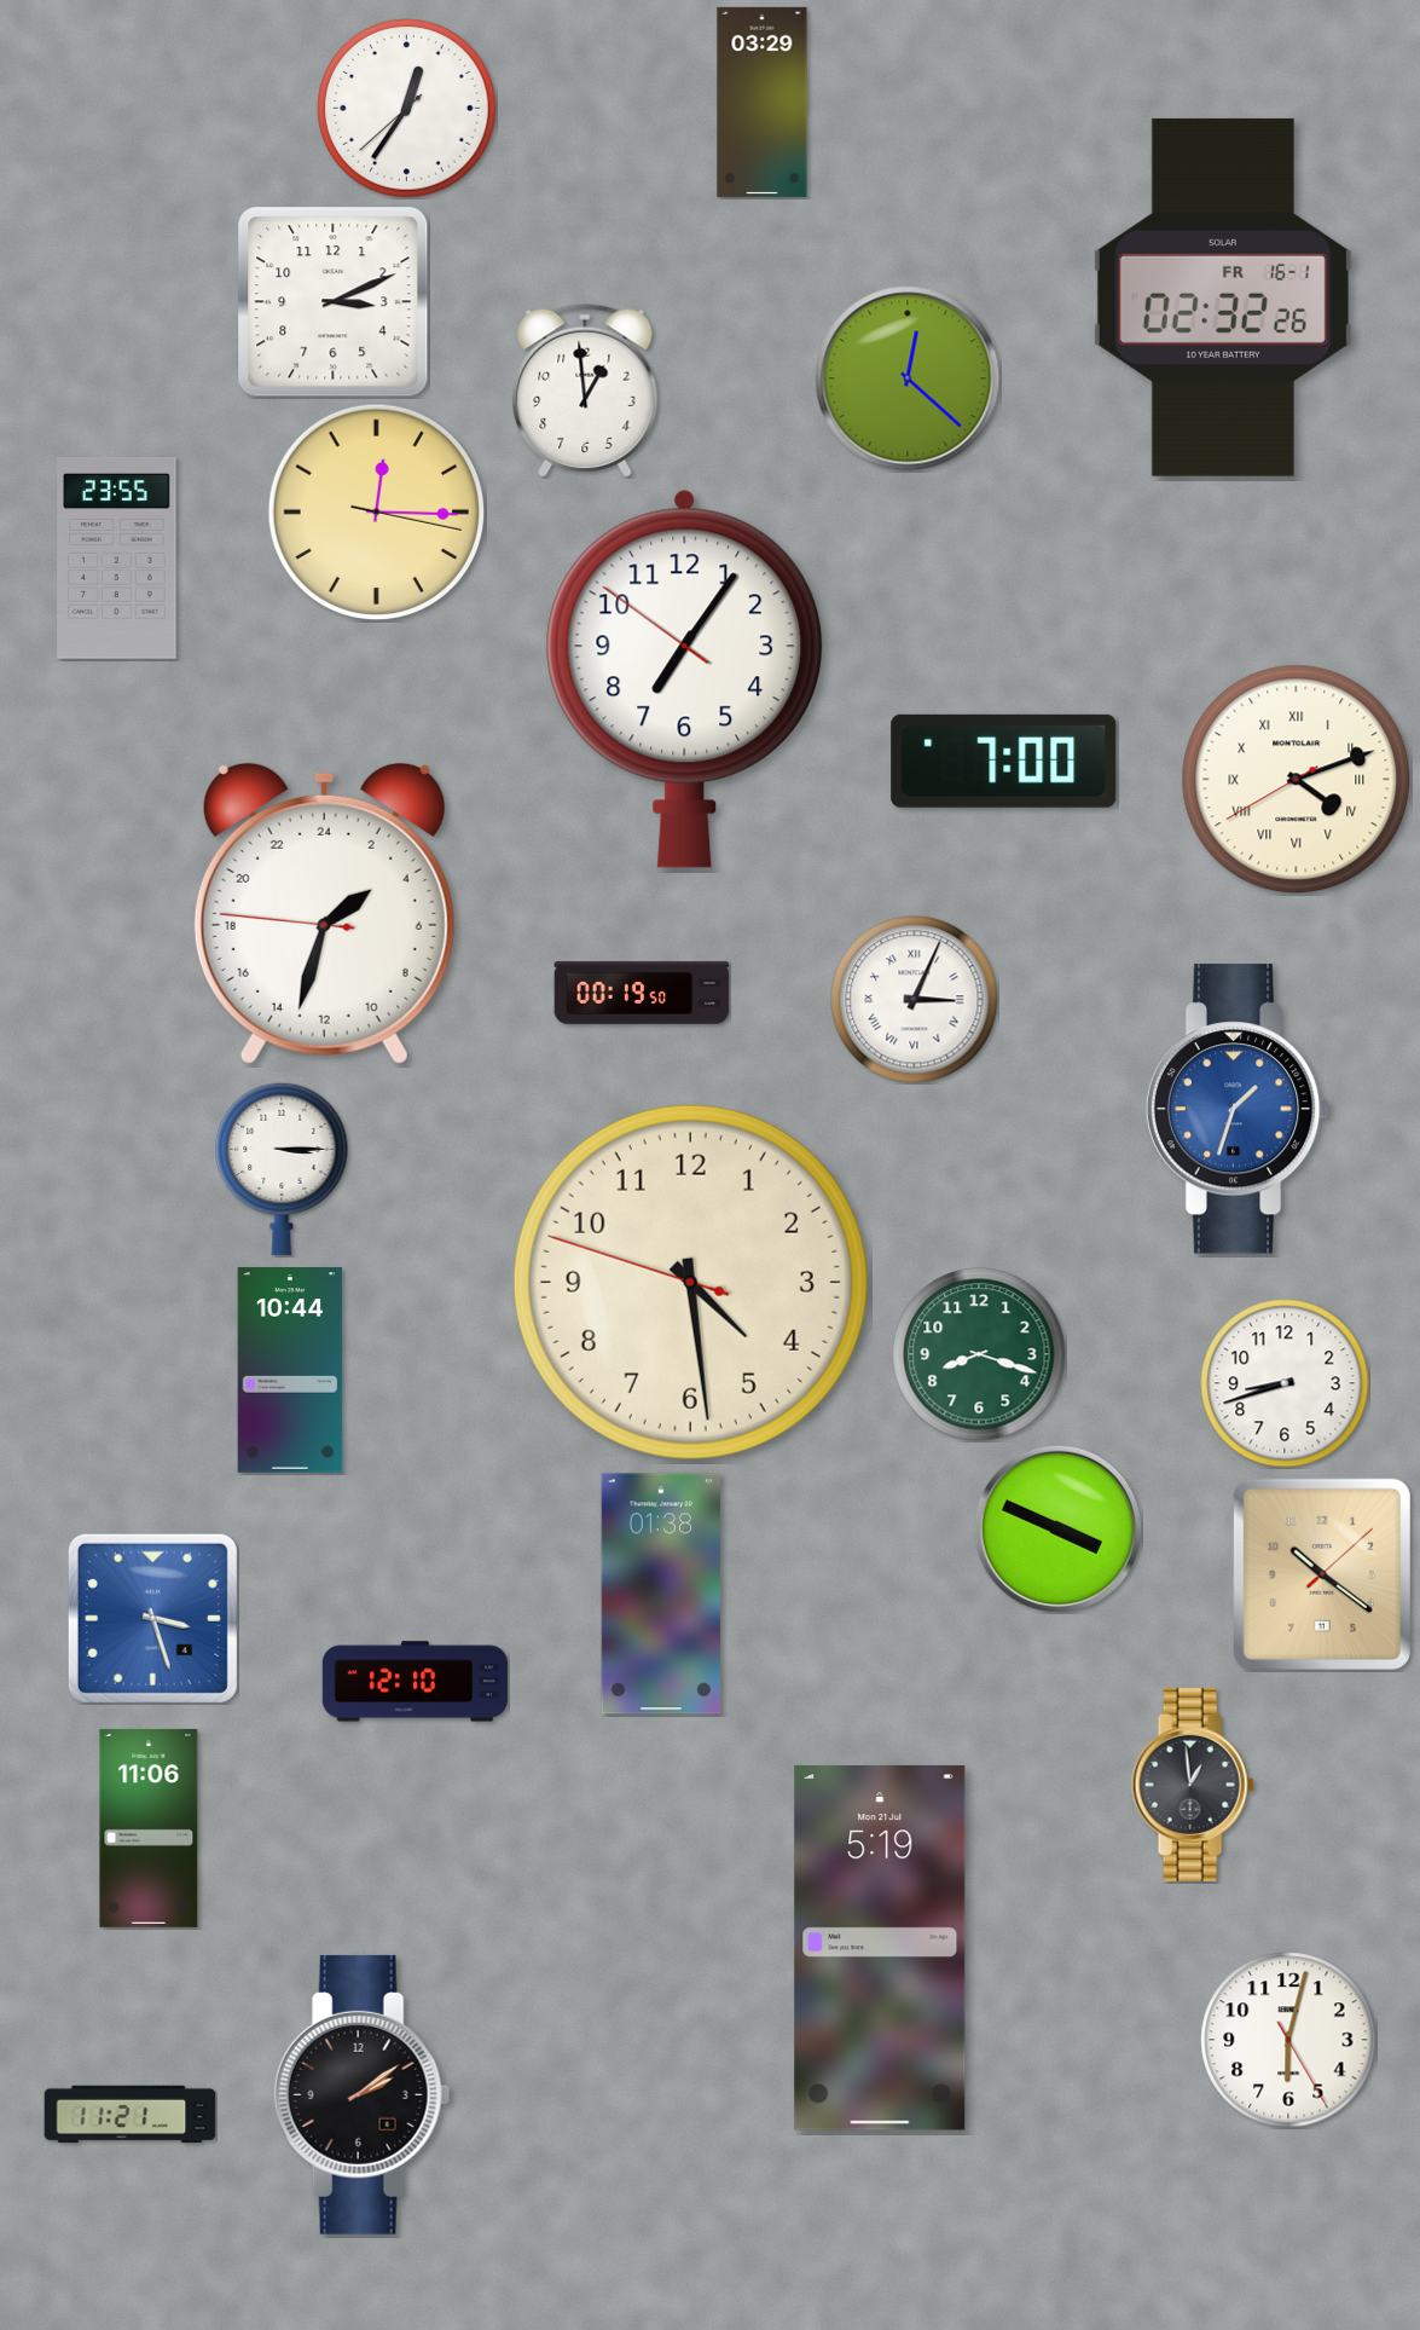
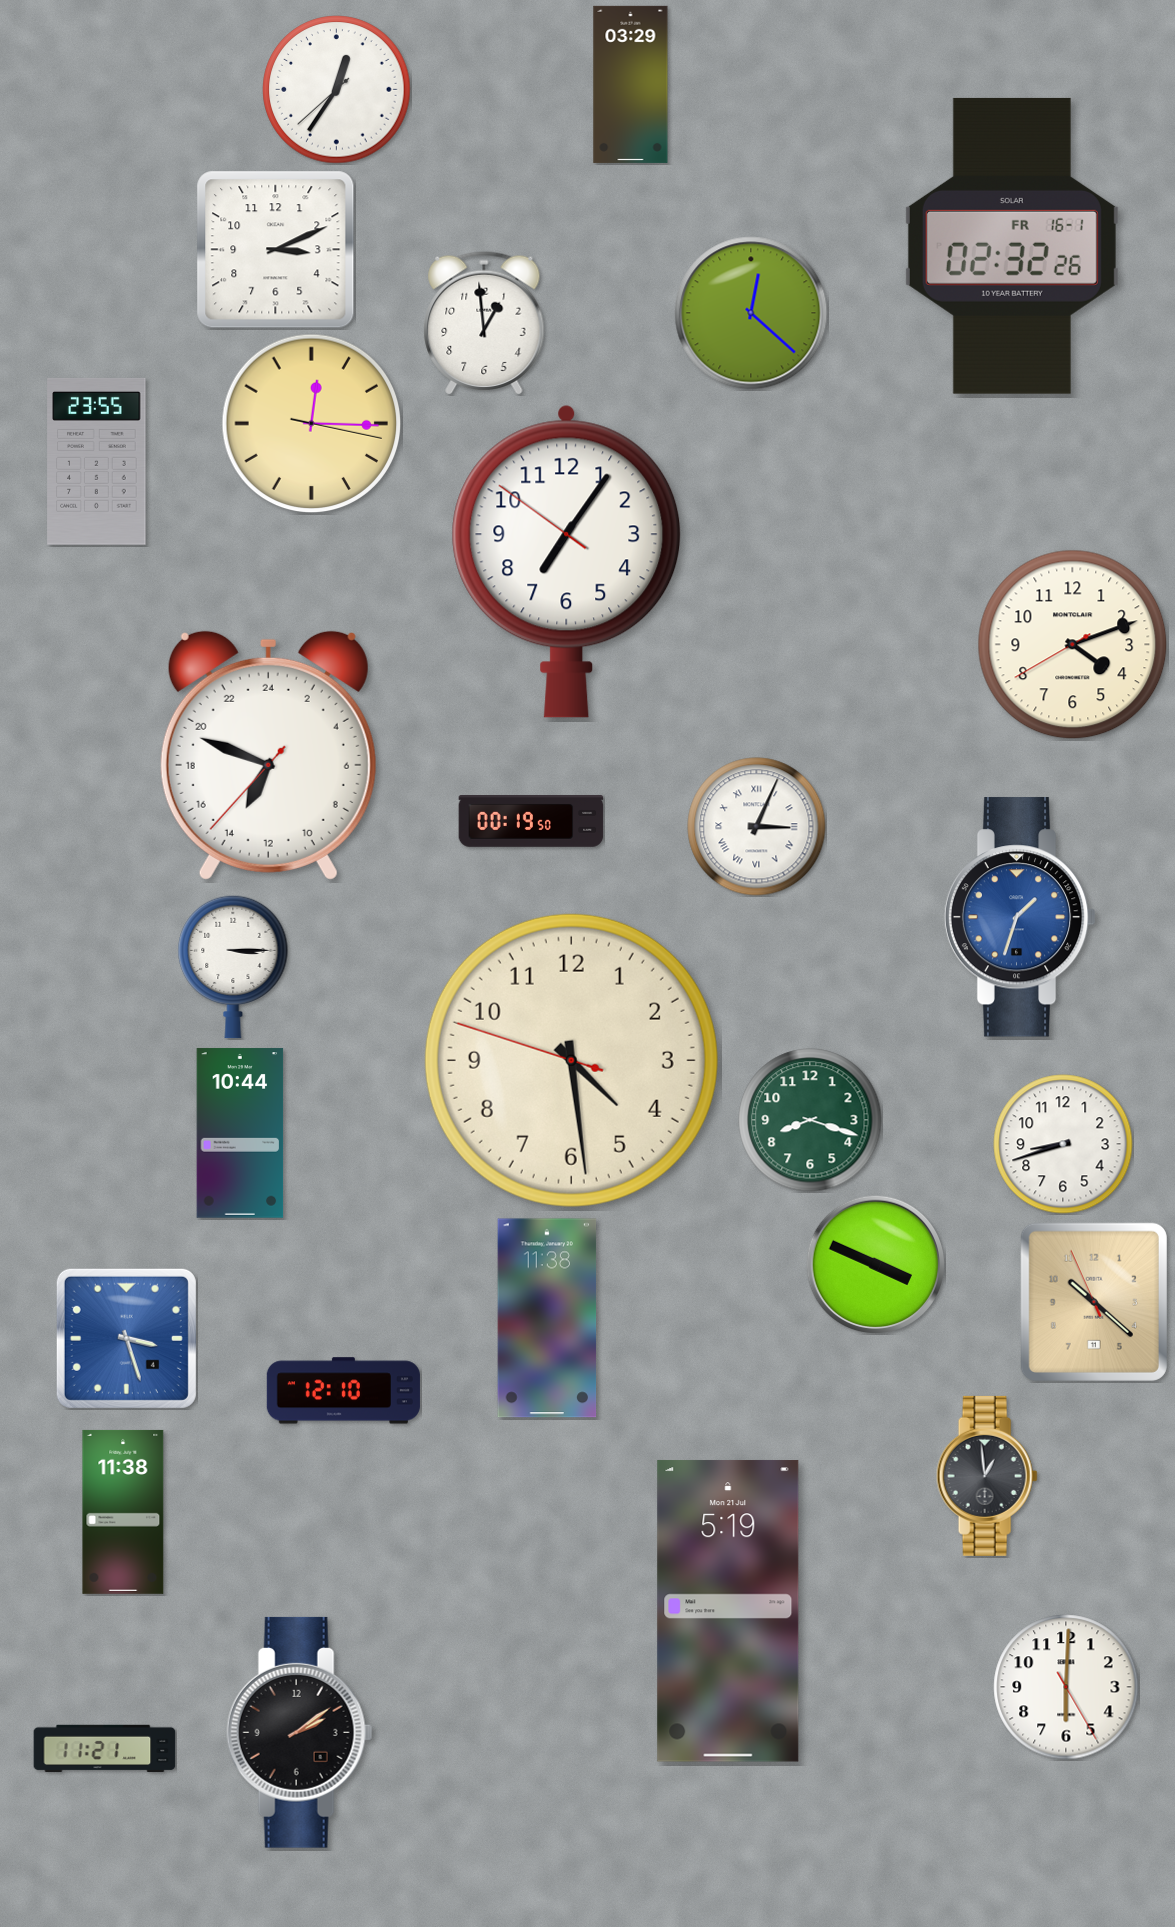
clock at (1004, 761): 7:00 -> none
clock at (1297, 780) numerals: Roman -> Arabic
clock at (324, 913): 3:32 -> 13:48
clock at (1238, 1109) position: (1238, 1109) -> (1020, 917)
clock at (1322, 1574): 10:21:08 -> 10:21:56
clock at (661, 1594): 01:38 -> 11:38
clock at (149, 1828): 11:06 -> 11:38
clock at (1288, 2040): 6:02 -> 6:00
clock at (131, 2115) position: (131, 2115) -> (105, 1749)
